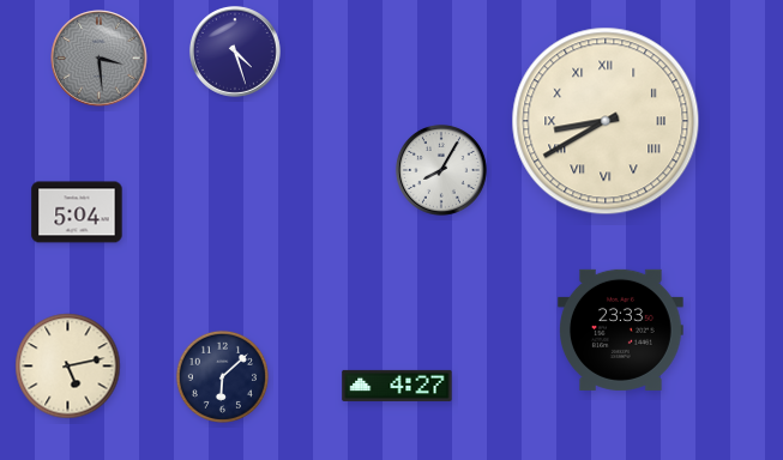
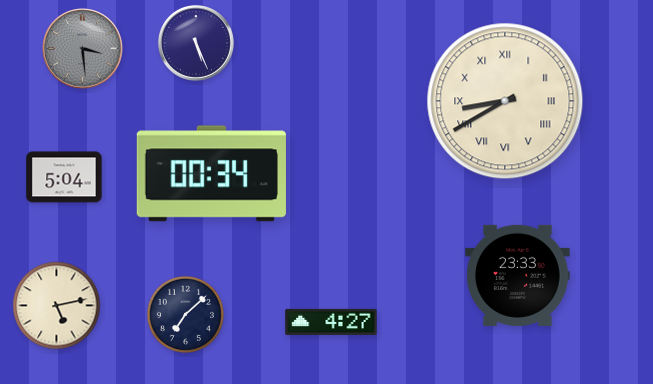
clock at (235, 52): 4:27 -> 5:26
clock at (441, 170): 8:05 -> none
clock at (211, 174): none -> 00:34
clock at (222, 376): 6:08 -> 7:08
